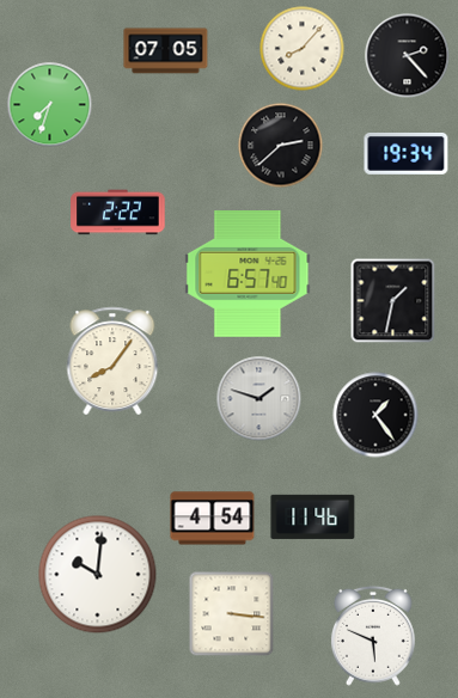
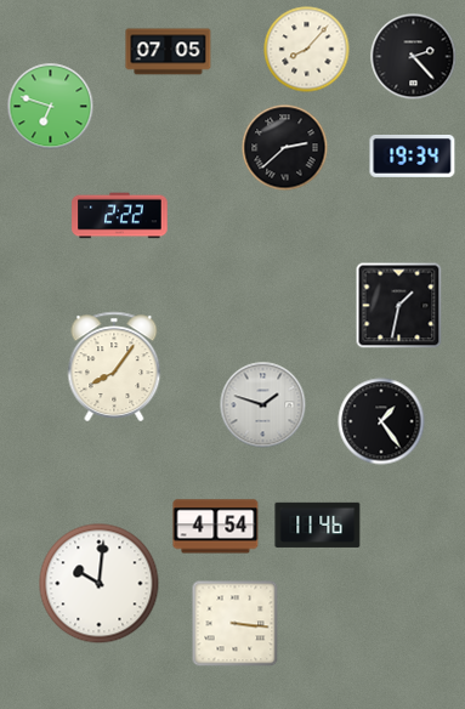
clock at (50, 105): 7:33 -> 6:48
clock at (248, 275): 6:57 -> none
clock at (373, 636): 5:49 -> none
